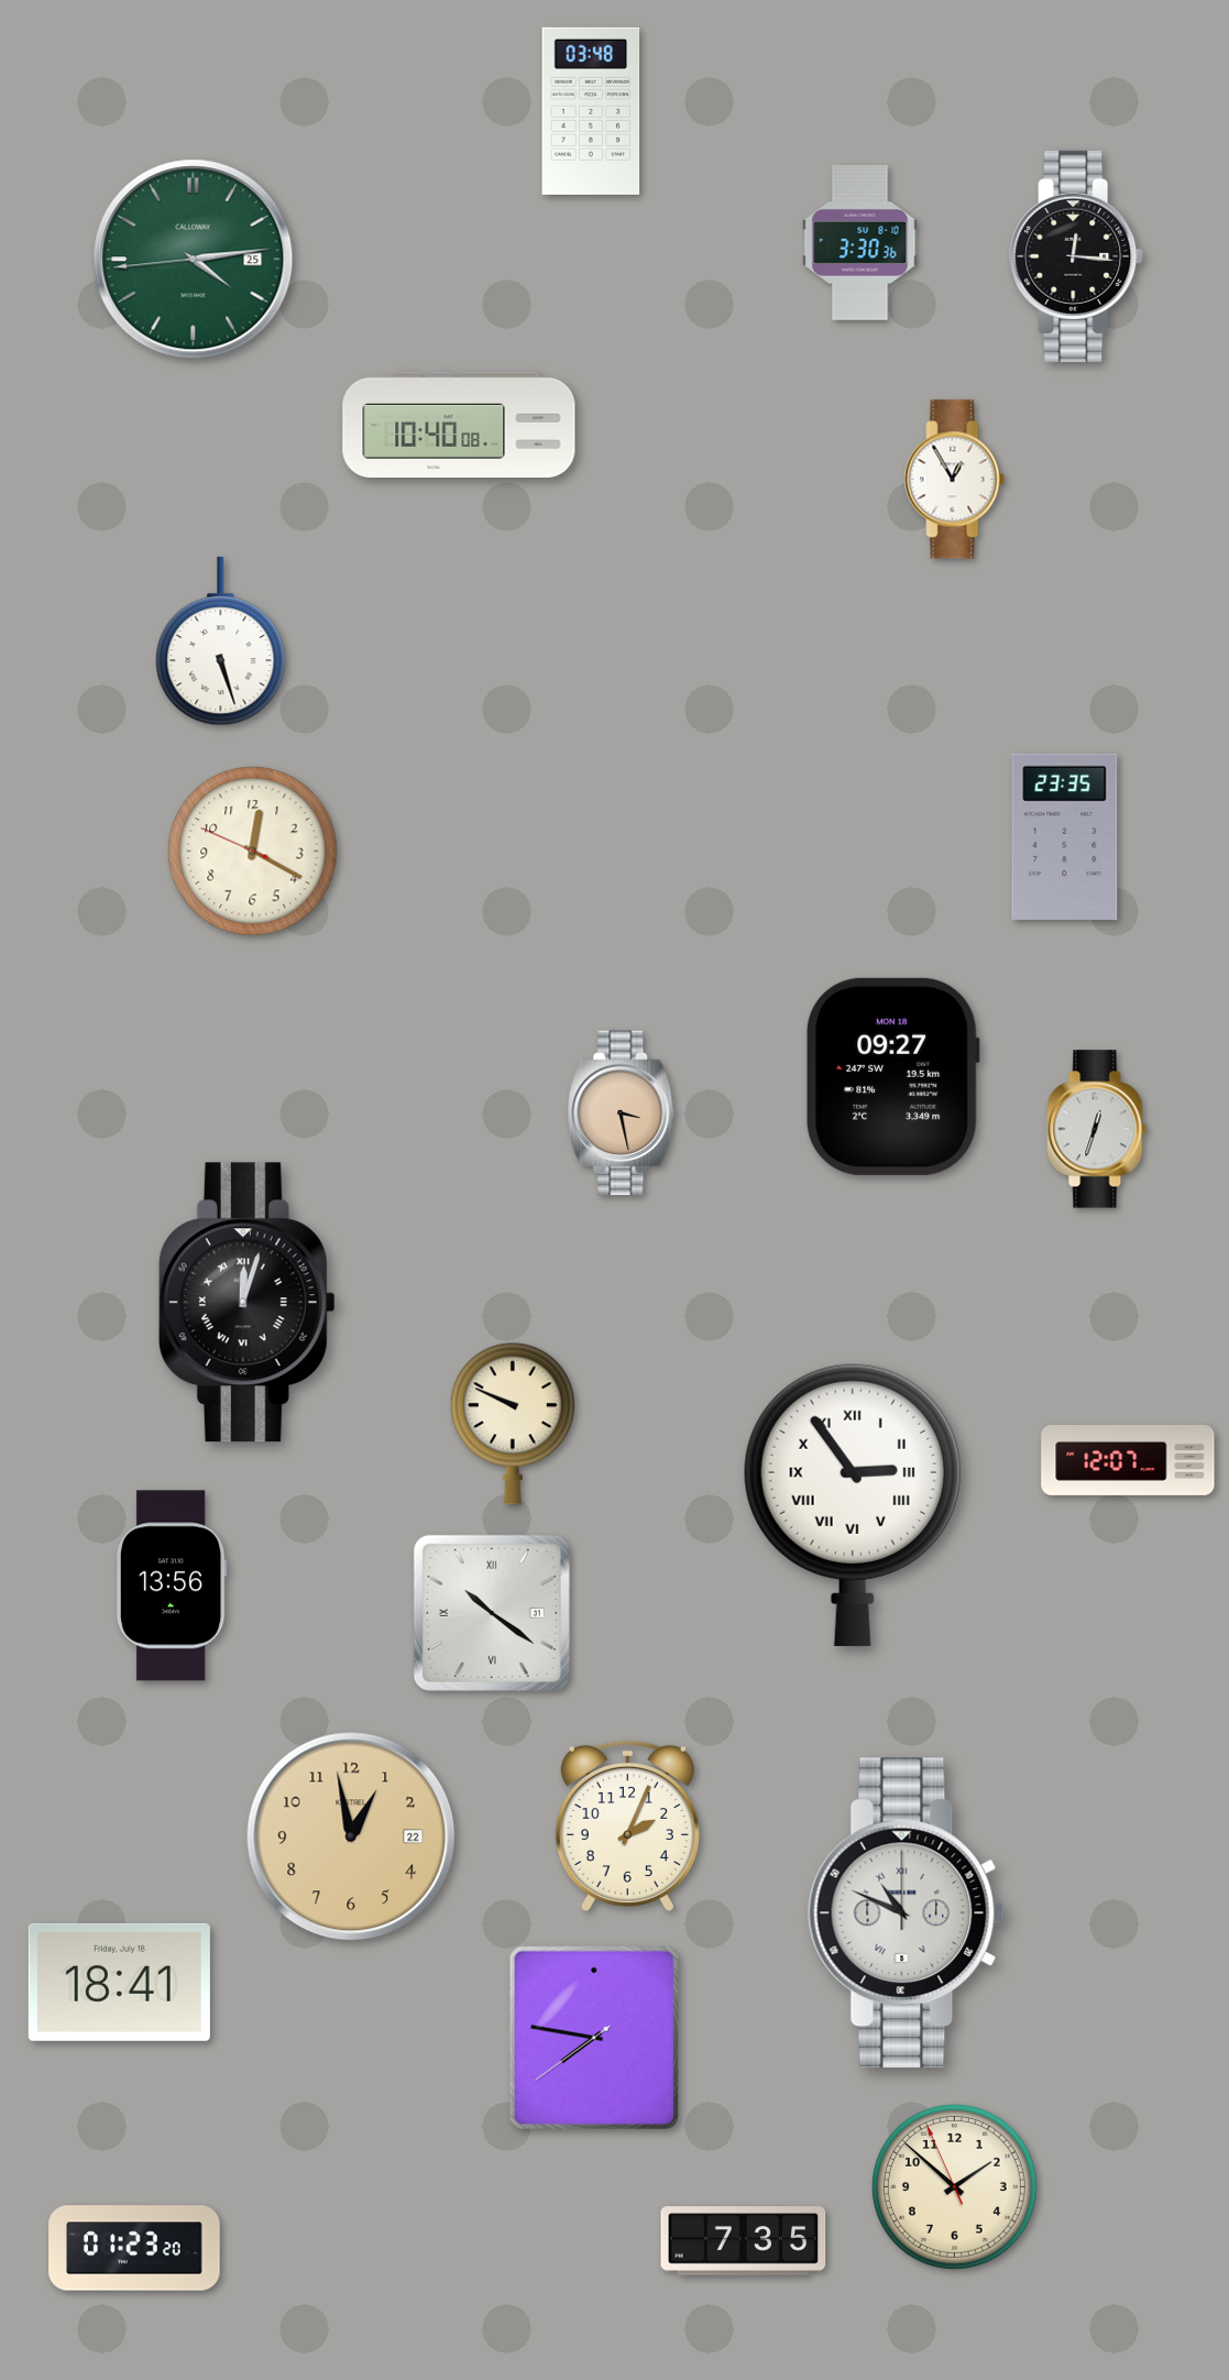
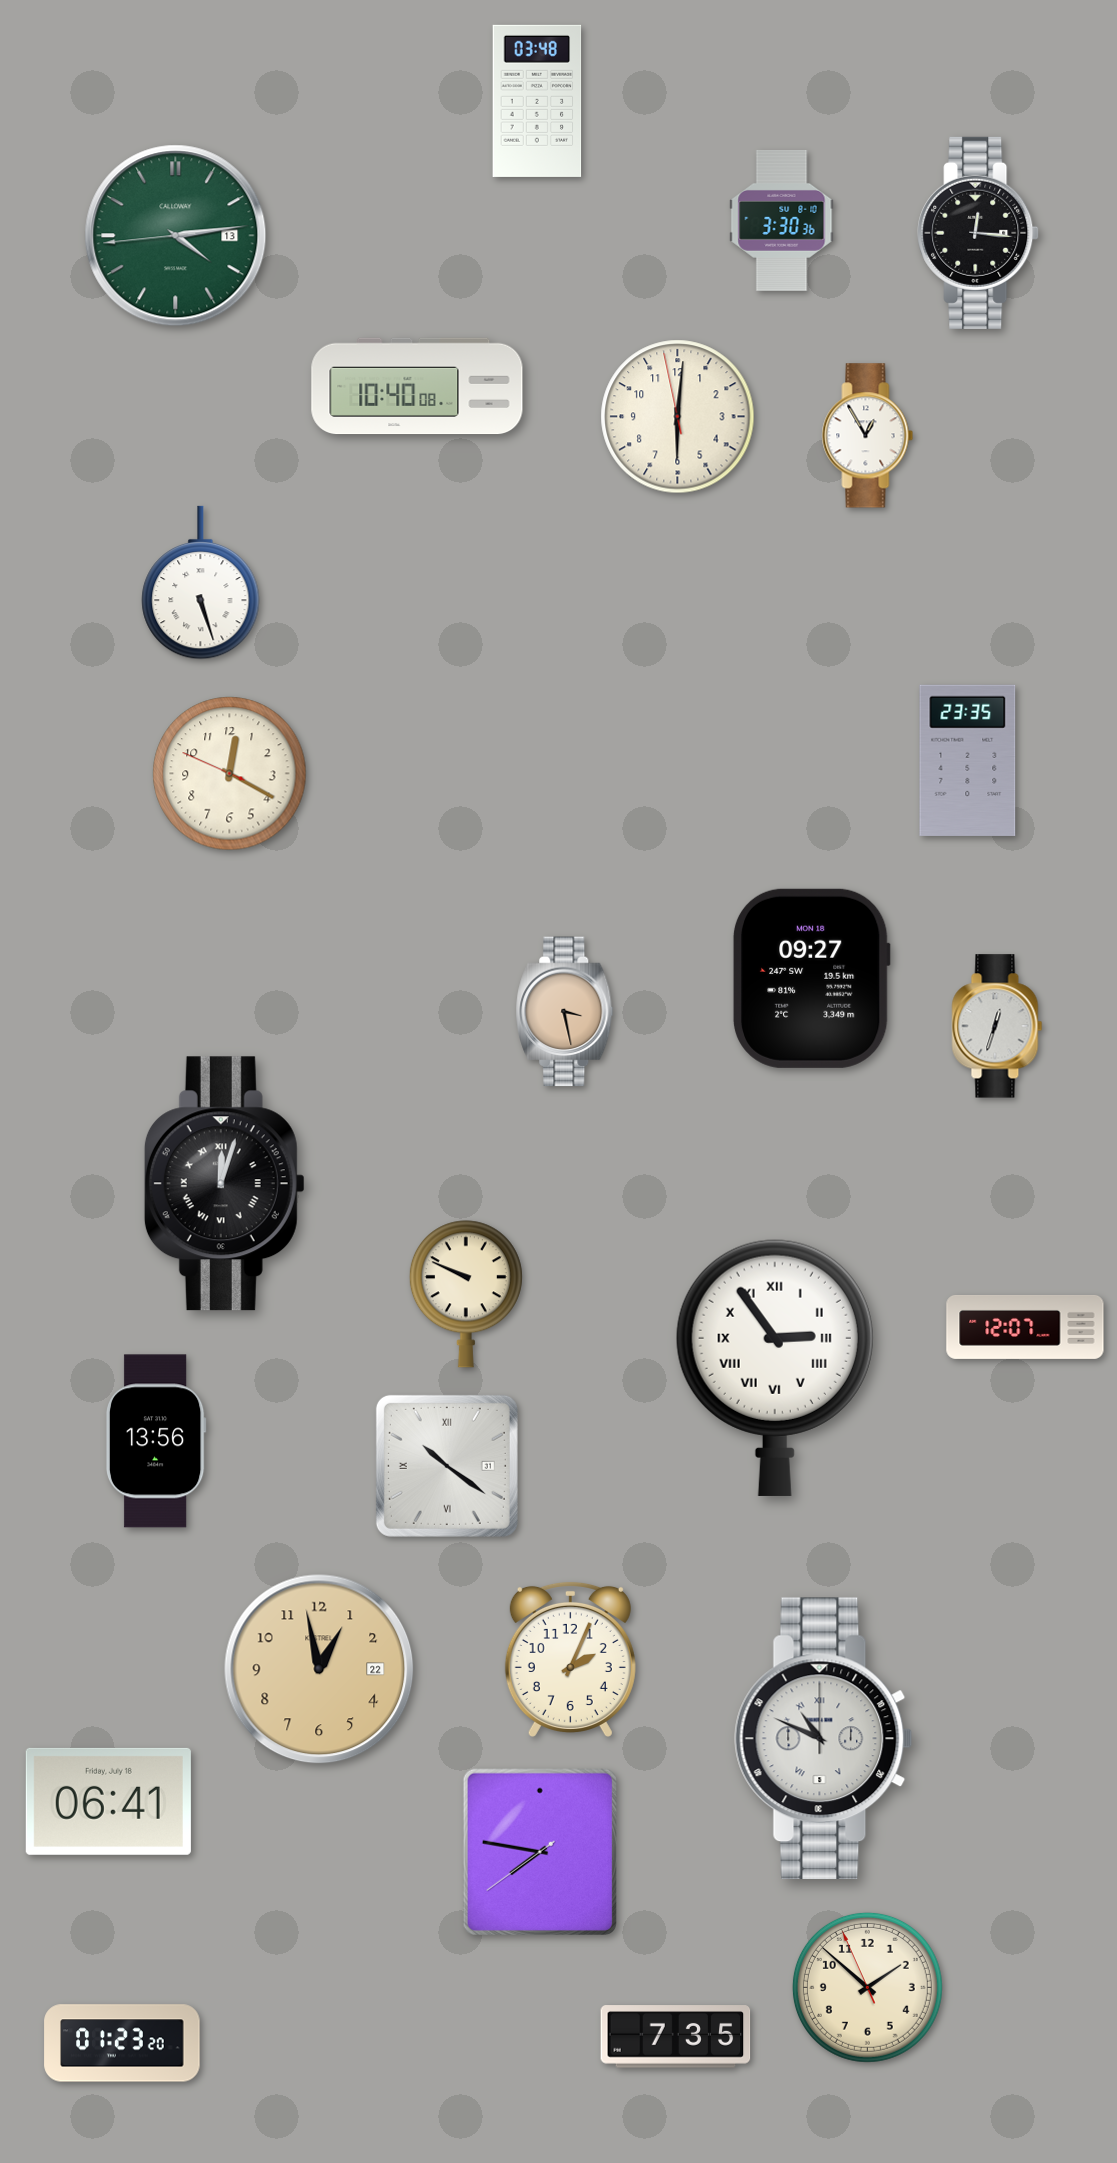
clock at (194, 260) date: 25 -> 13
clock at (678, 417): none -> 6:00
clock at (119, 1982): 18:41 -> 06:41
